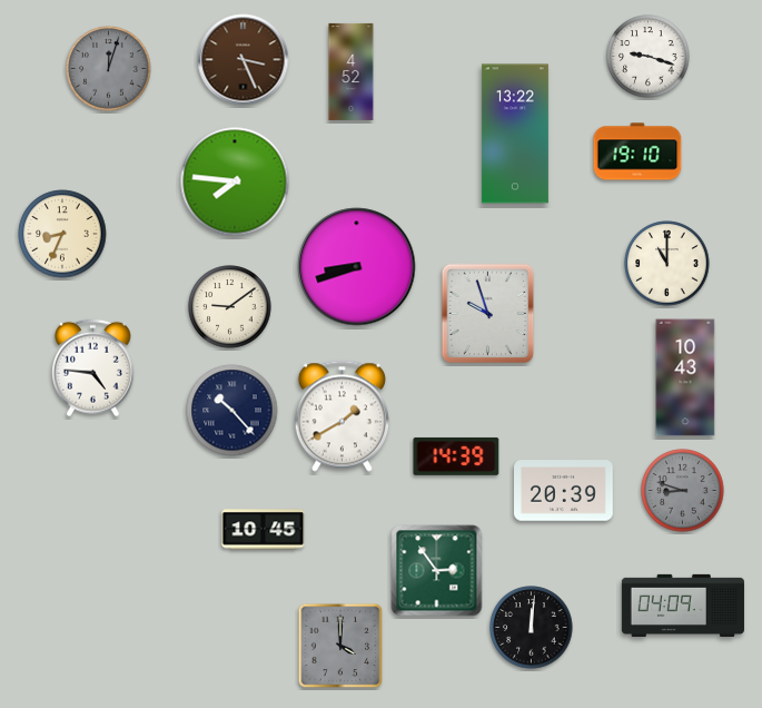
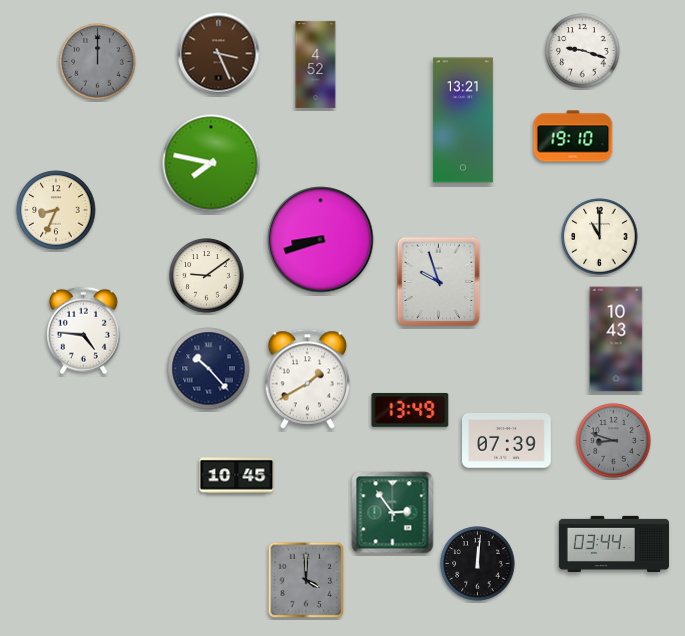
clock at (109, 69): 12:03 -> 12:00
clock at (515, 134): 13:22 -> 13:21
clock at (235, 181): 7:46 -> 7:47
clock at (342, 416) position: (342, 416) -> (307, 379)
clock at (456, 456): 14:39 -> 13:49
clock at (564, 491): 20:39 -> 07:39
clock at (683, 604): 04:09 -> 03:44
